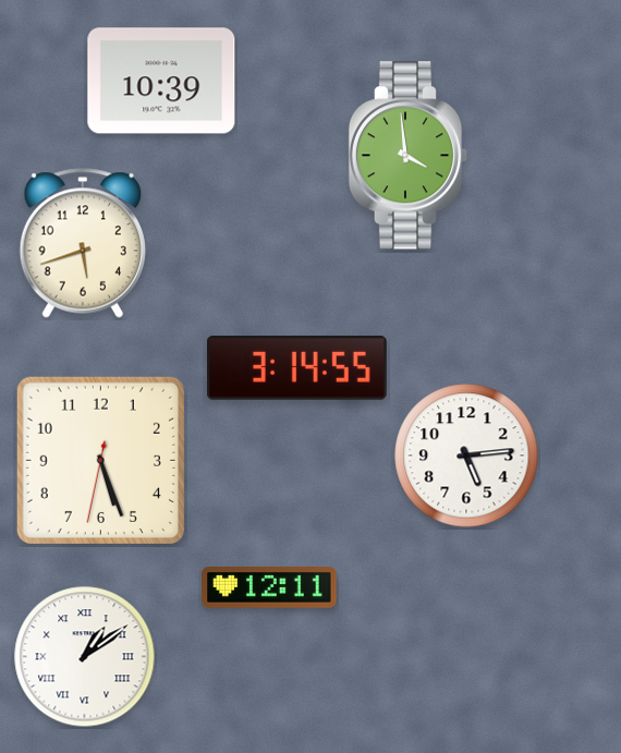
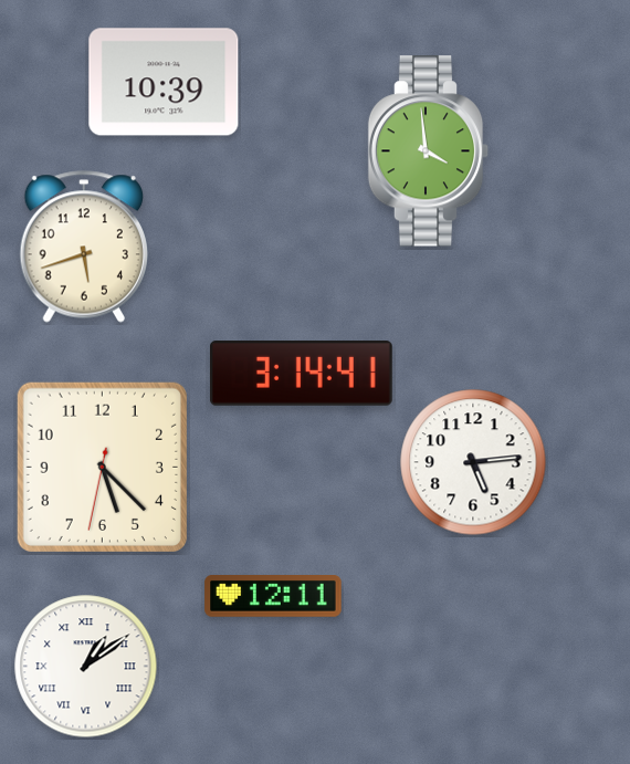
clock at (409, 156) position: (409, 156) -> (429, 151)
clock at (296, 368): 3:14:55 -> 3:14:41
clock at (100, 460): 5:26 -> 5:22
